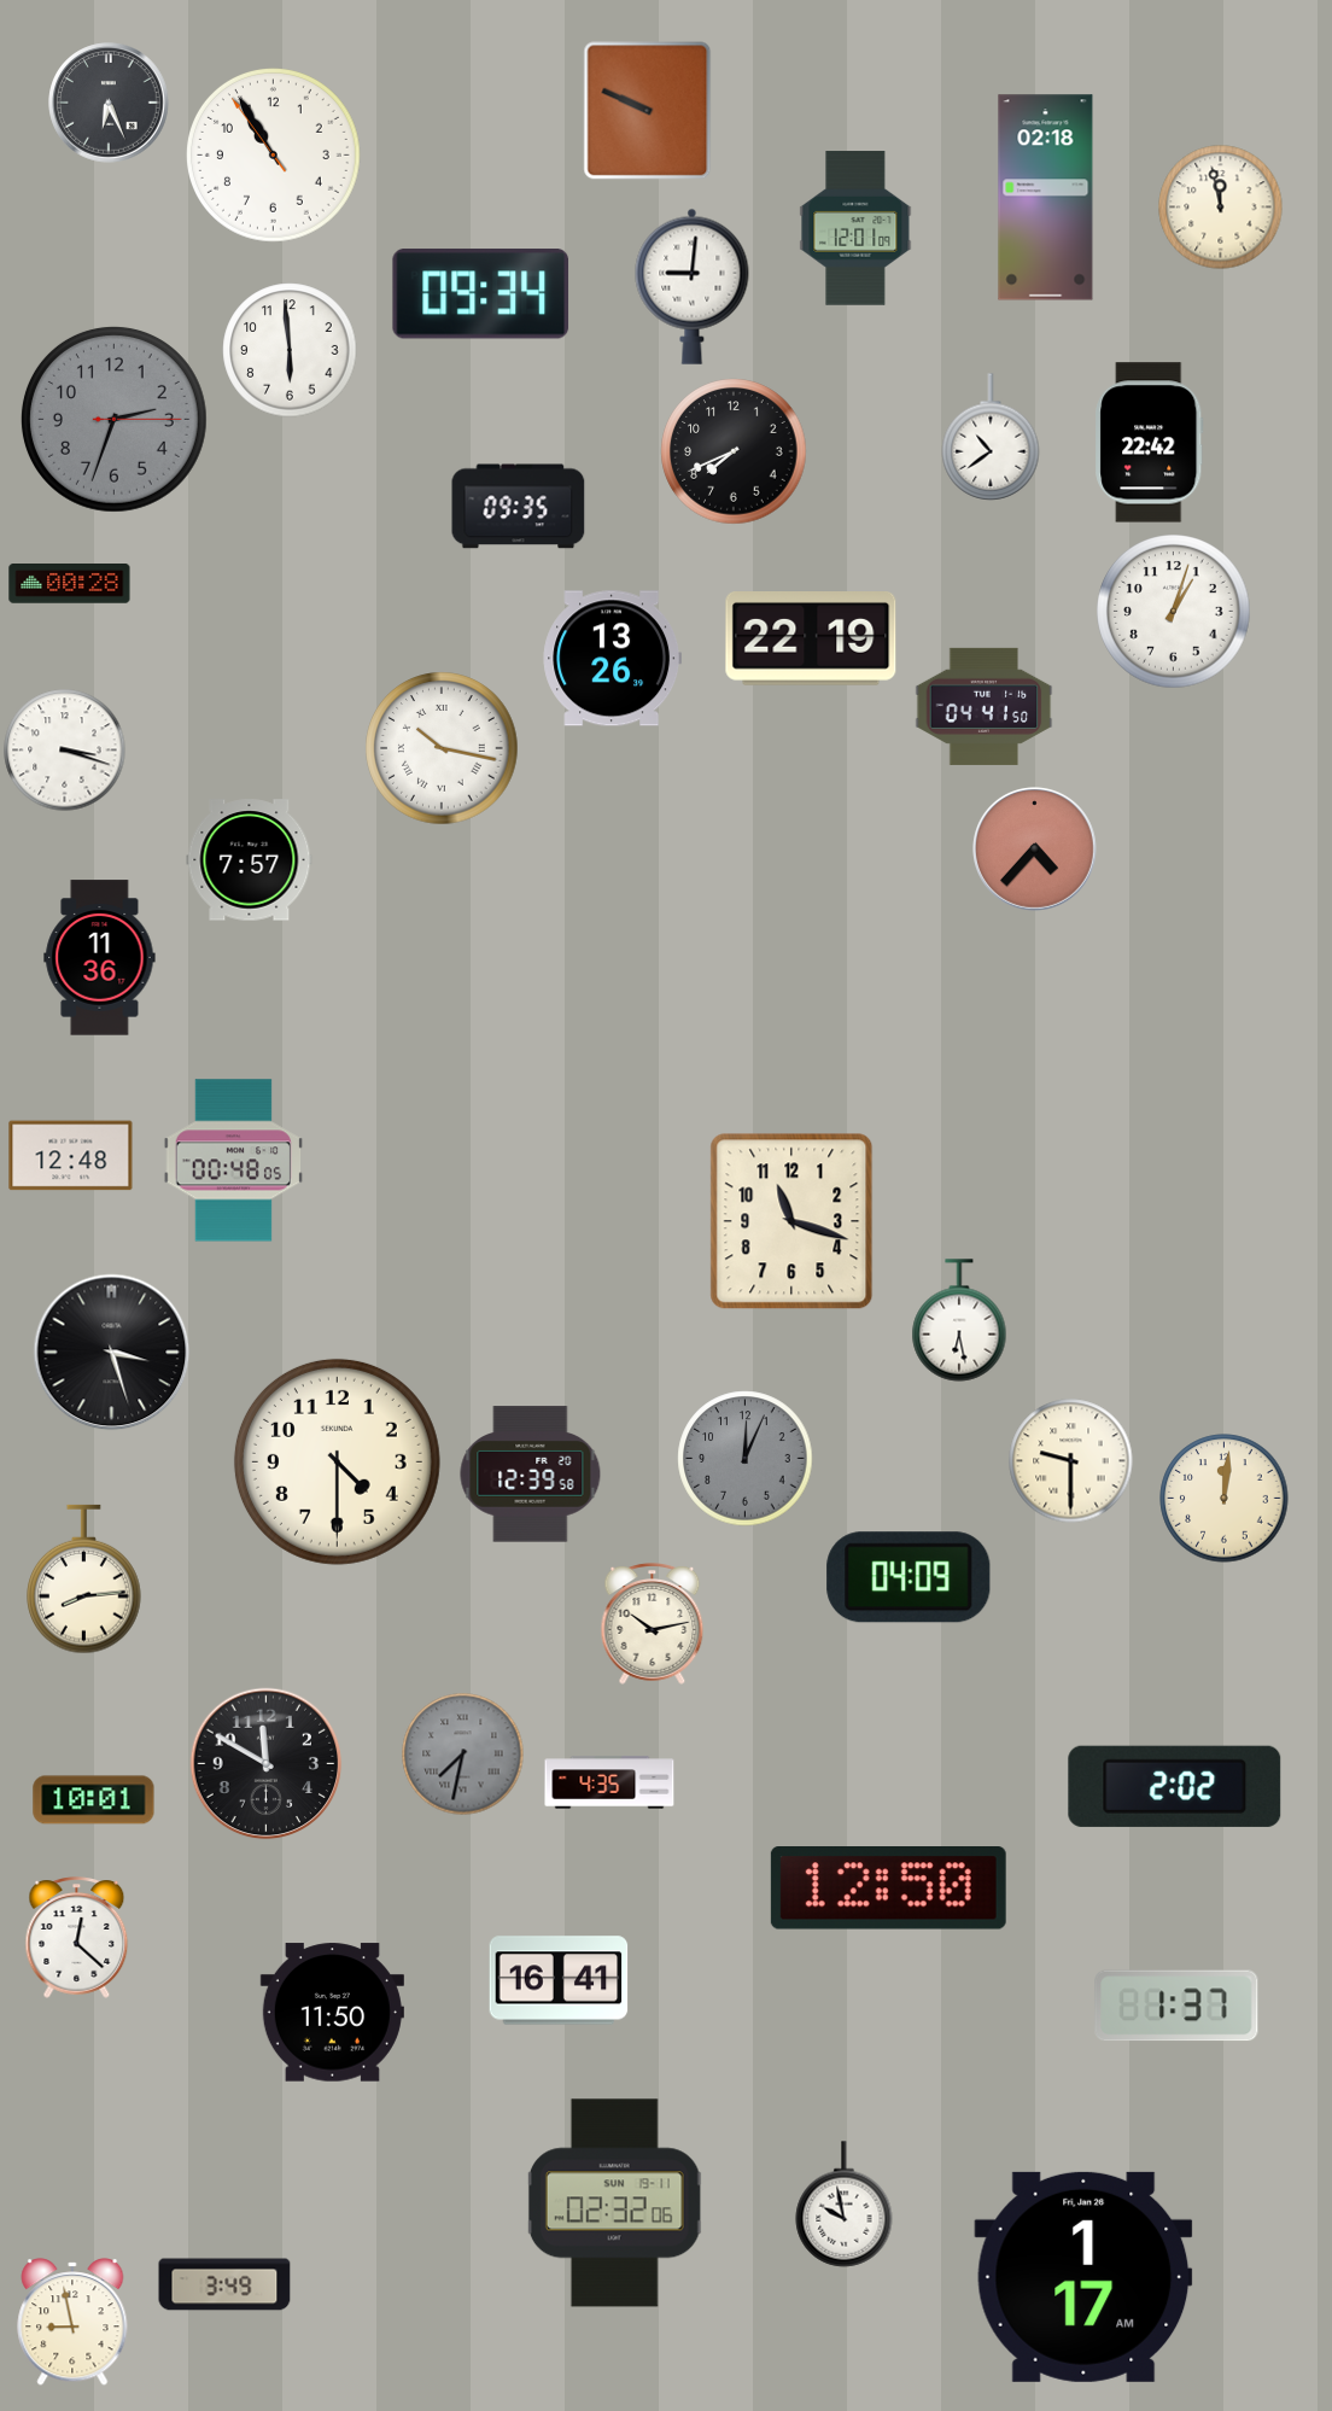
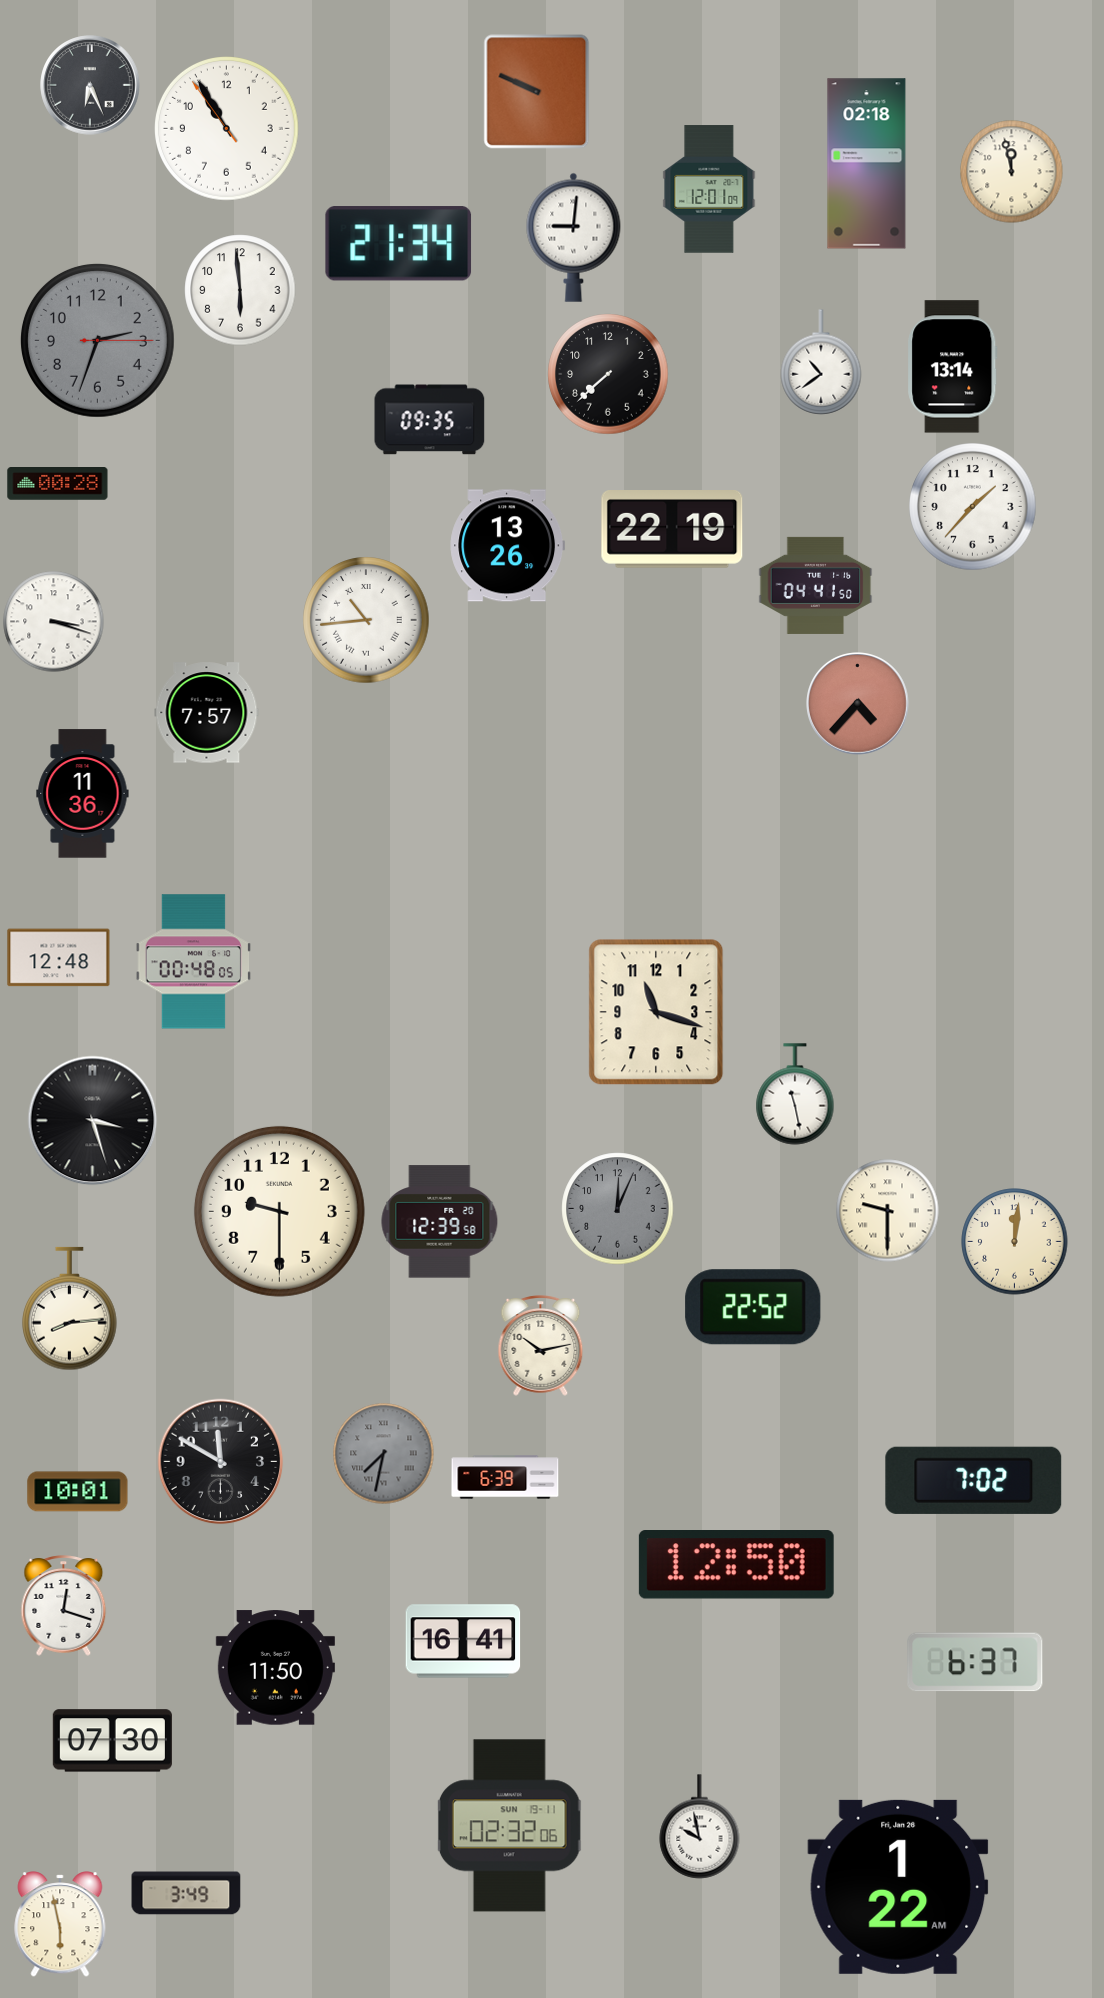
clock at (481, 294): 09:34 -> 21:34
clock at (113, 419) position: (113, 419) -> (97, 340)
clock at (1150, 443): 22:42 -> 13:14
clock at (734, 451): 7:41 -> 7:38
clock at (1174, 612): 1:03 -> 1:37
clock at (442, 748): 10:17 -> 10:44
clock at (959, 1320): 6:28 -> 11:28
clock at (337, 1461): 4:30 -> 9:30
clock at (909, 1577): 04:09 -> 22:52
clock at (609, 1782): 4:35 -> 6:39
clock at (1175, 1786): 2:02 -> 7:02
clock at (77, 1938): 12:22 -> 12:18
clock at (1176, 2006): 1:37 -> 6:37
clock at (112, 1741): none -> 07:30
clock at (1083, 2277): 1:17 -> 1:22
clock at (72, 2322): 8:58 -> 5:58
